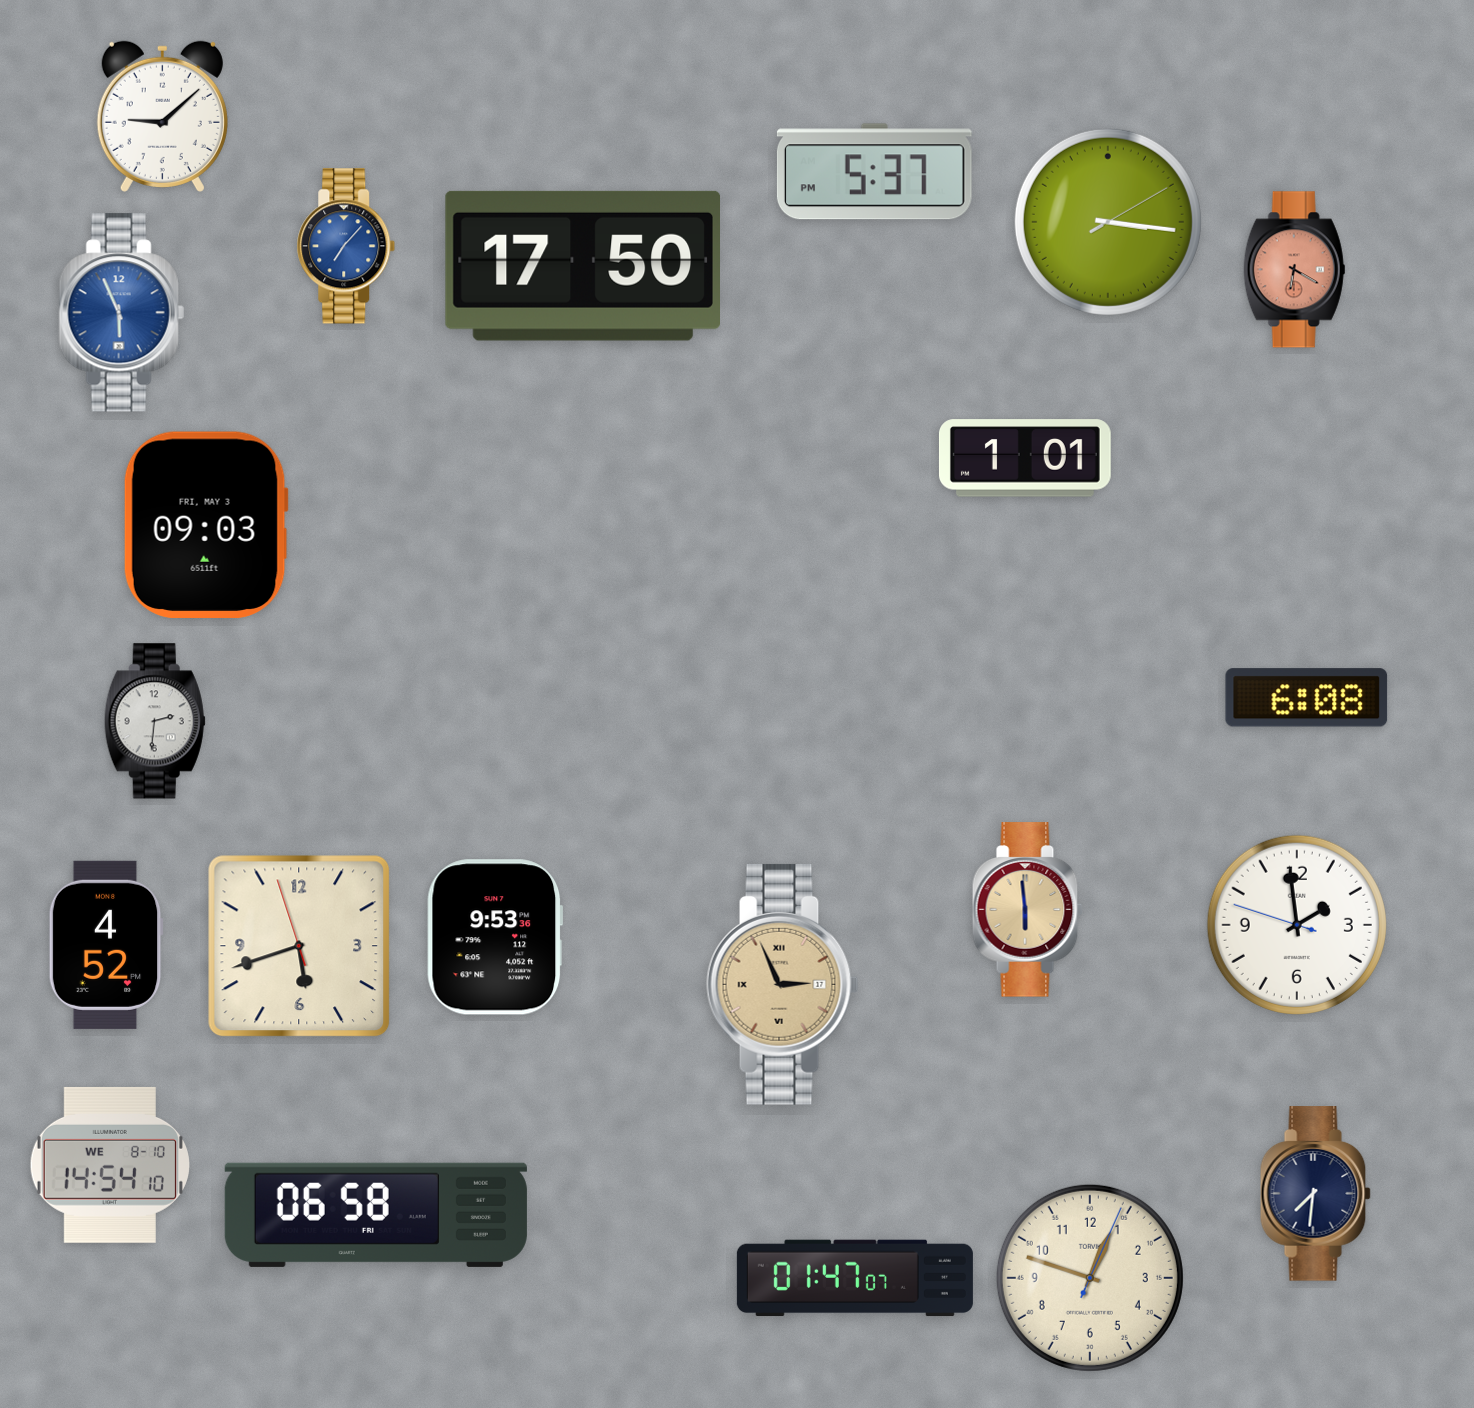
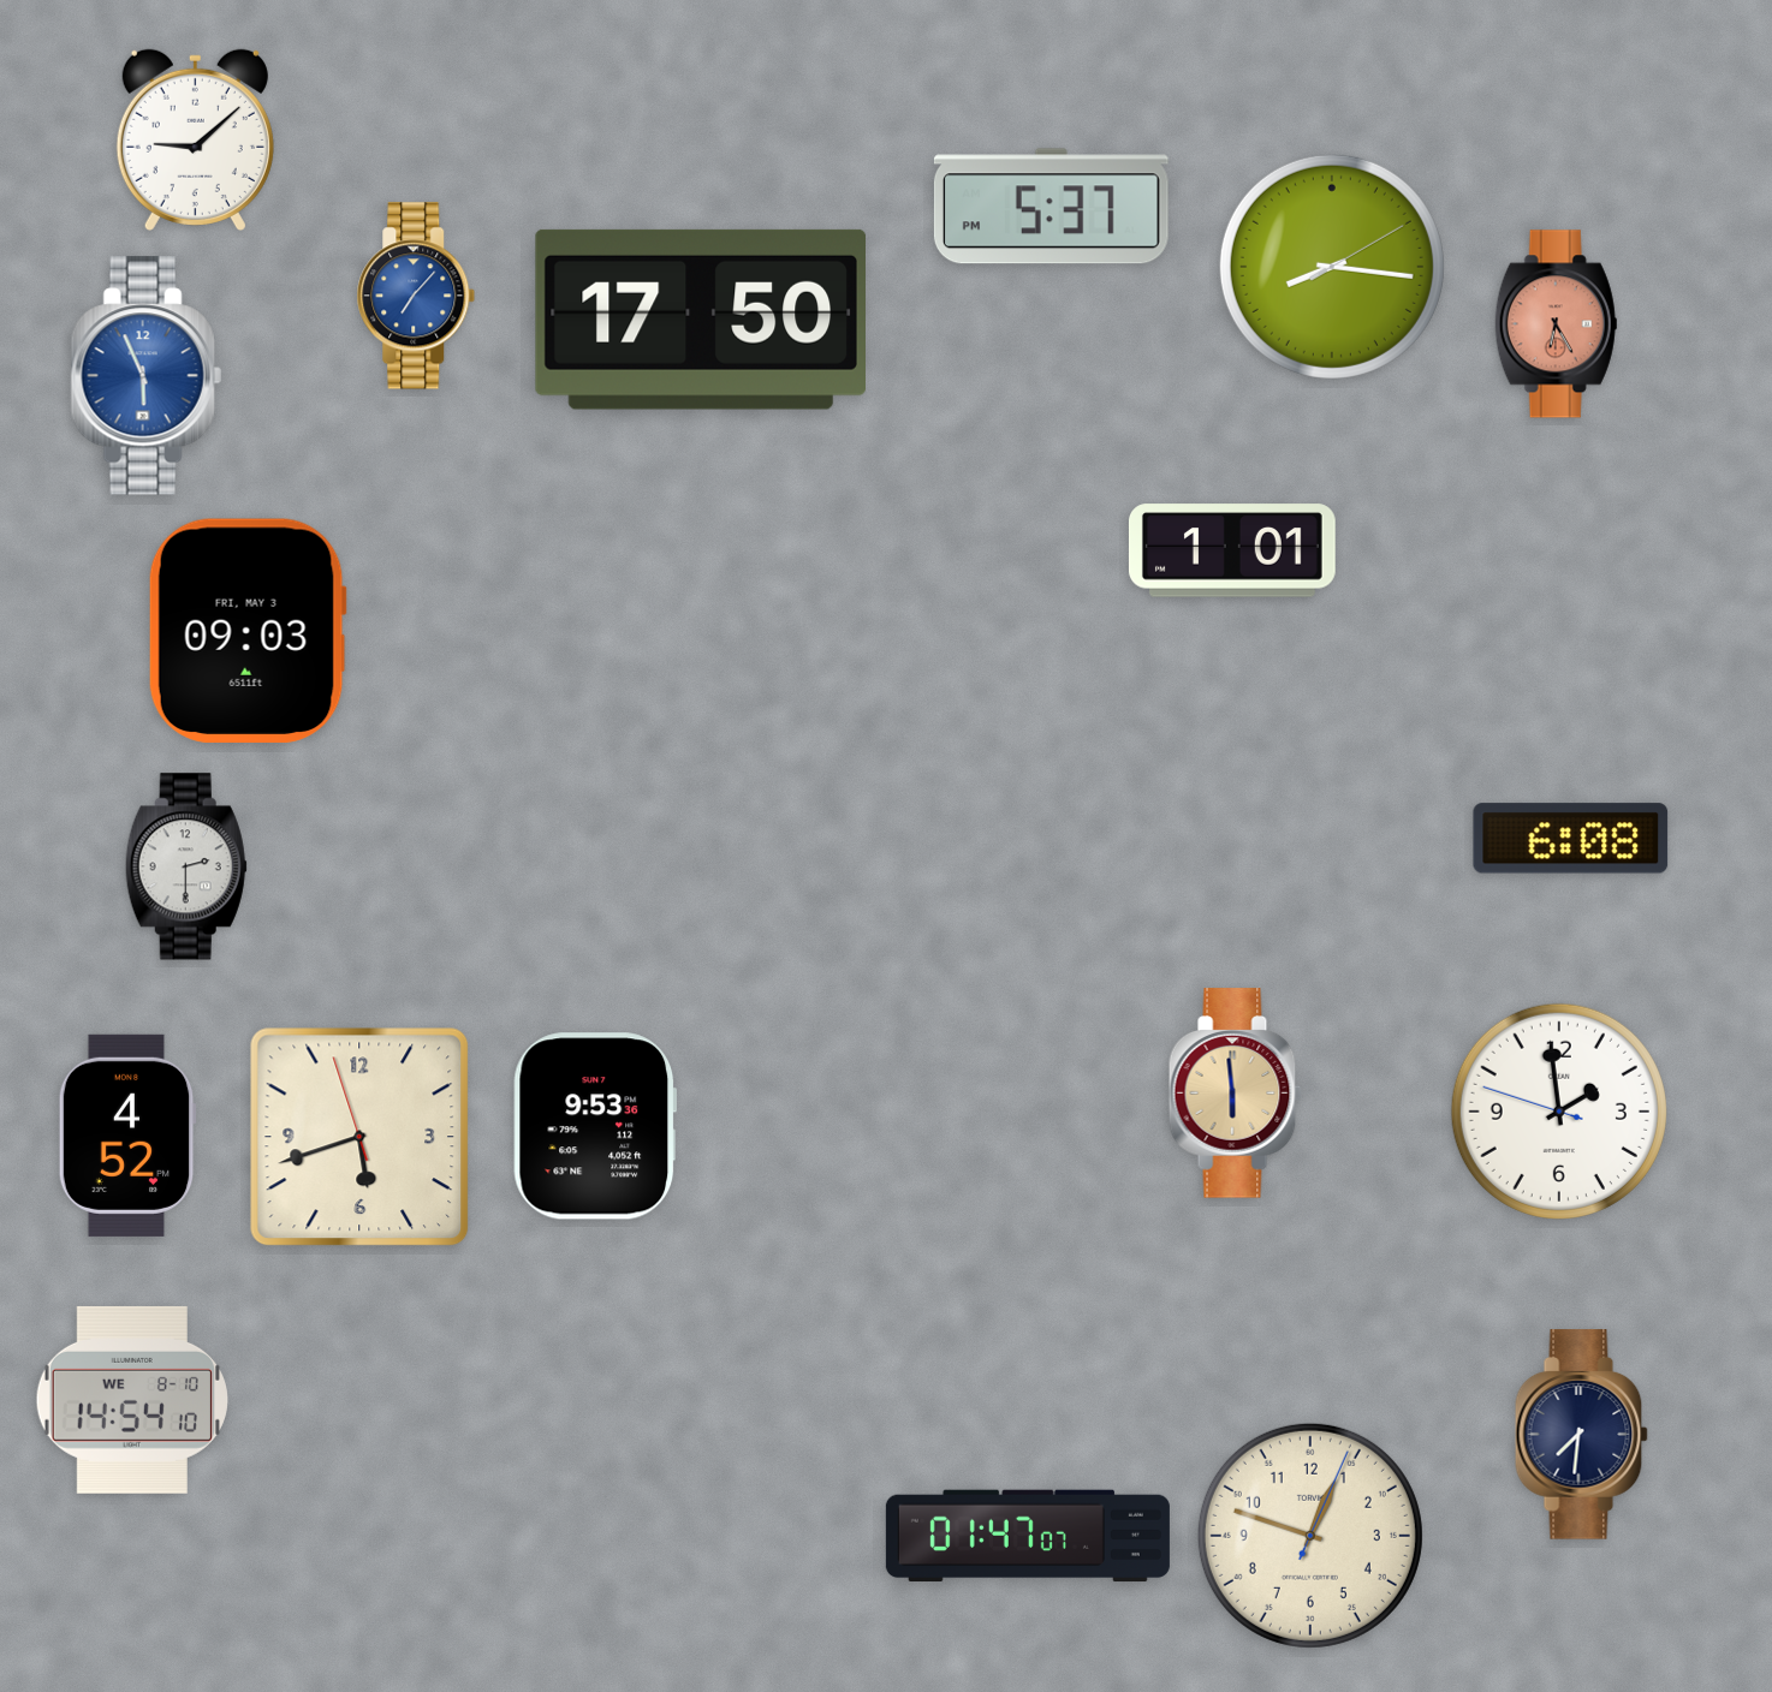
clock at (1108, 222): 3:16 -> 8:16
clock at (1295, 270): 6:20 -> 6:25
clock at (155, 721): 2:31 -> 2:30
clock at (783, 984): 2:56 -> none
clock at (376, 1215): 06:58 -> none
